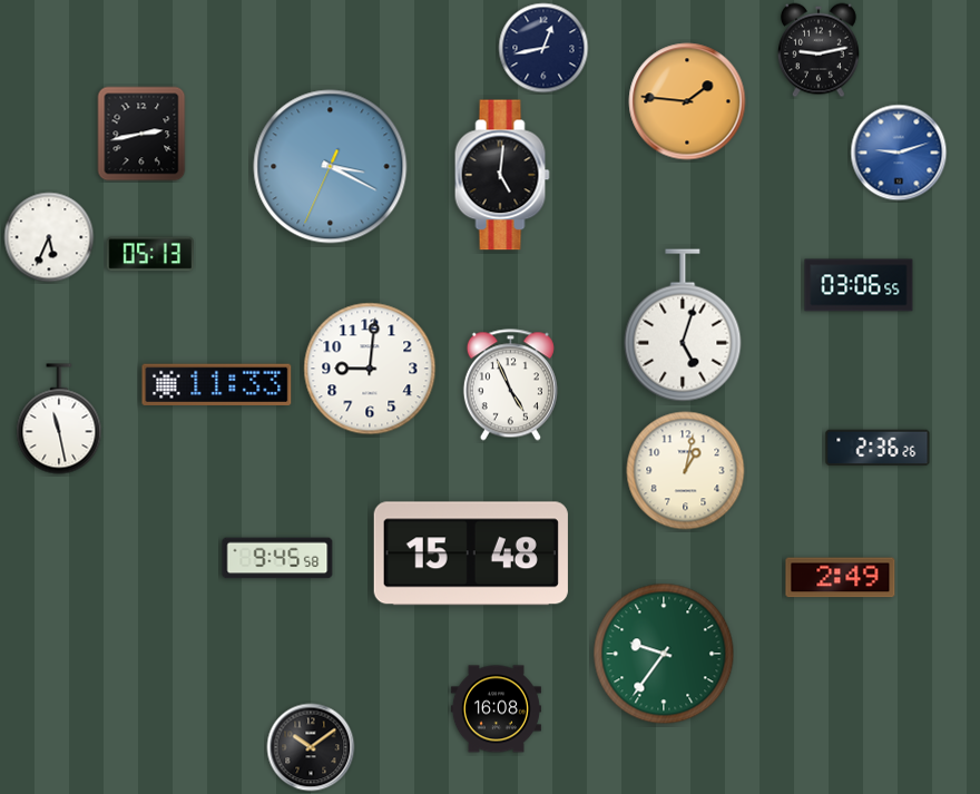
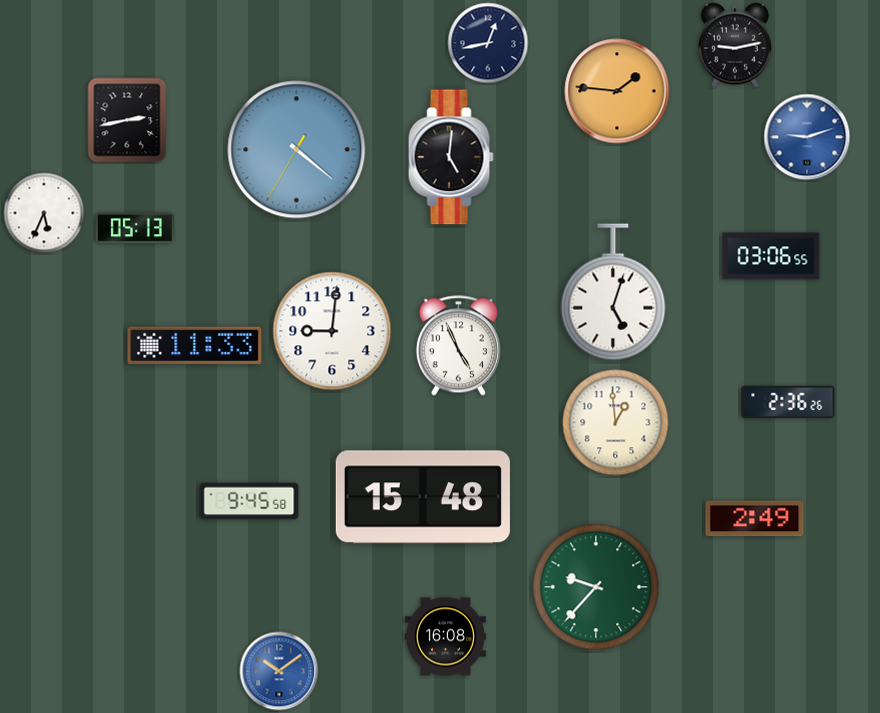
clock at (331, 167): 3:19 -> 4:21
clock at (59, 419): 11:28 -> none
clock at (686, 471): 1:02 -> 12:59
clock at (664, 654): 9:36 -> 9:37
clock at (311, 747) dial: black -> blue
